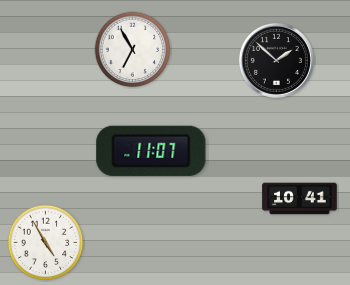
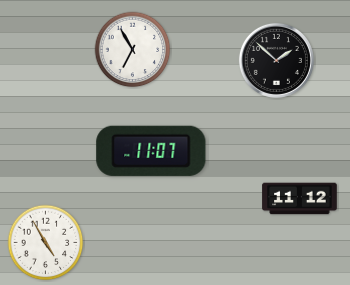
clock at (300, 199): 10:41 -> 11:12
